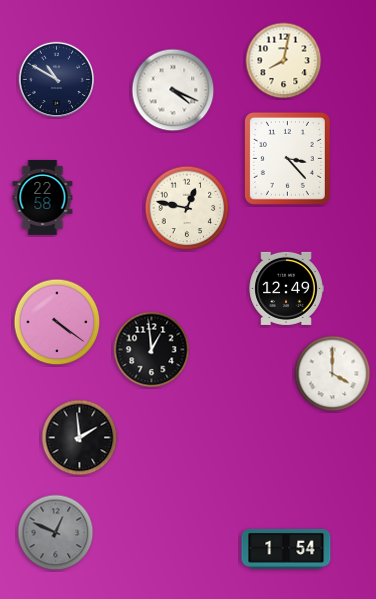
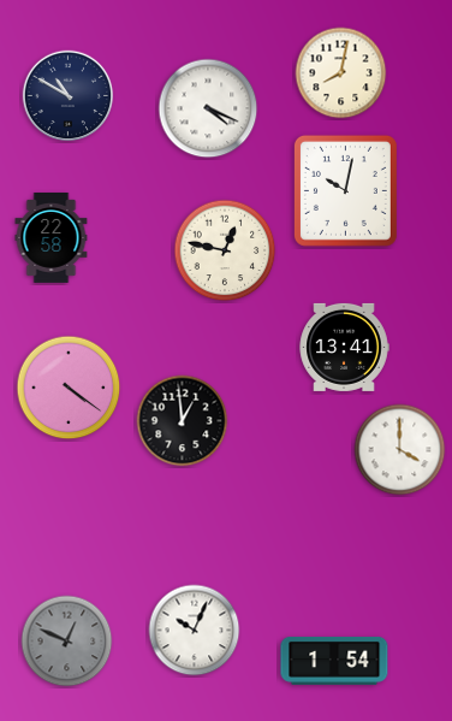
clock at (287, 158): 3:23 -> 10:02
clock at (286, 288): 12:49 -> 13:41
clock at (80, 438): 1:59 -> none
clock at (195, 631): none -> 10:04
clock at (286, 549) position: (286, 549) -> (334, 661)
